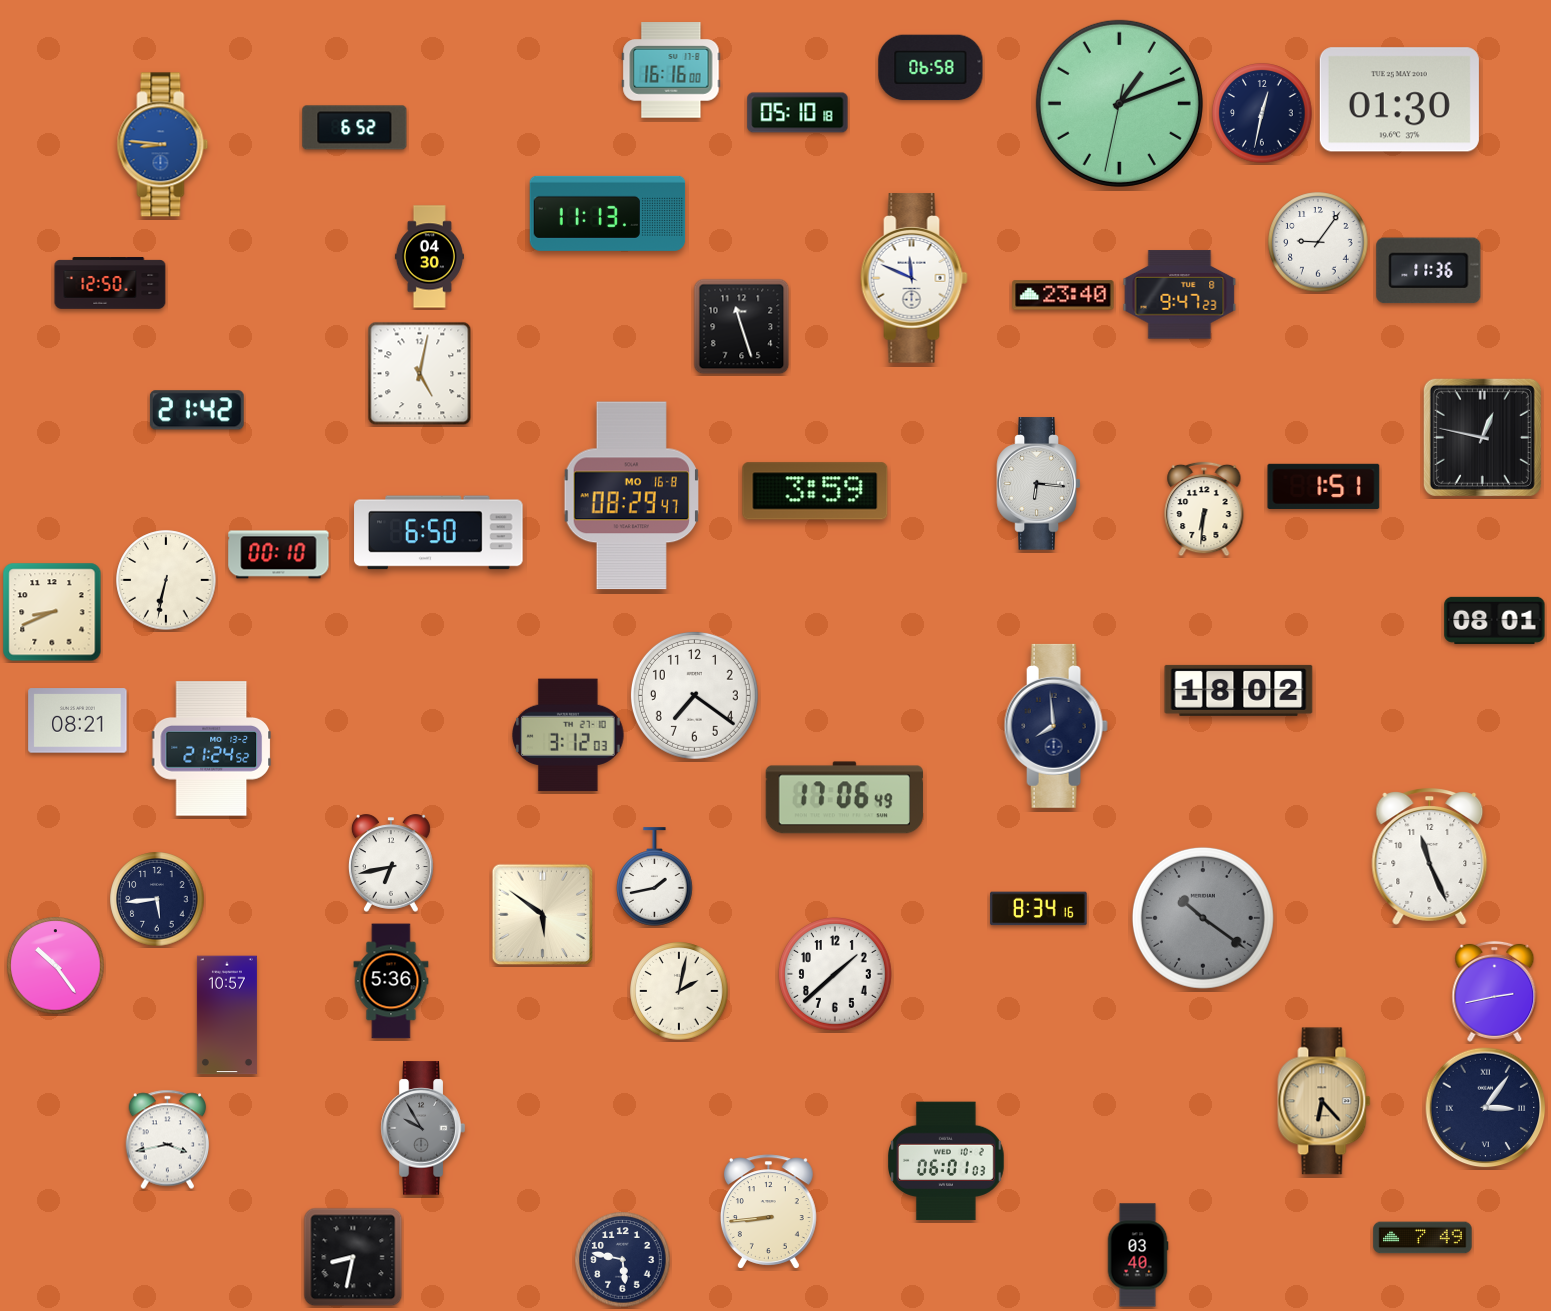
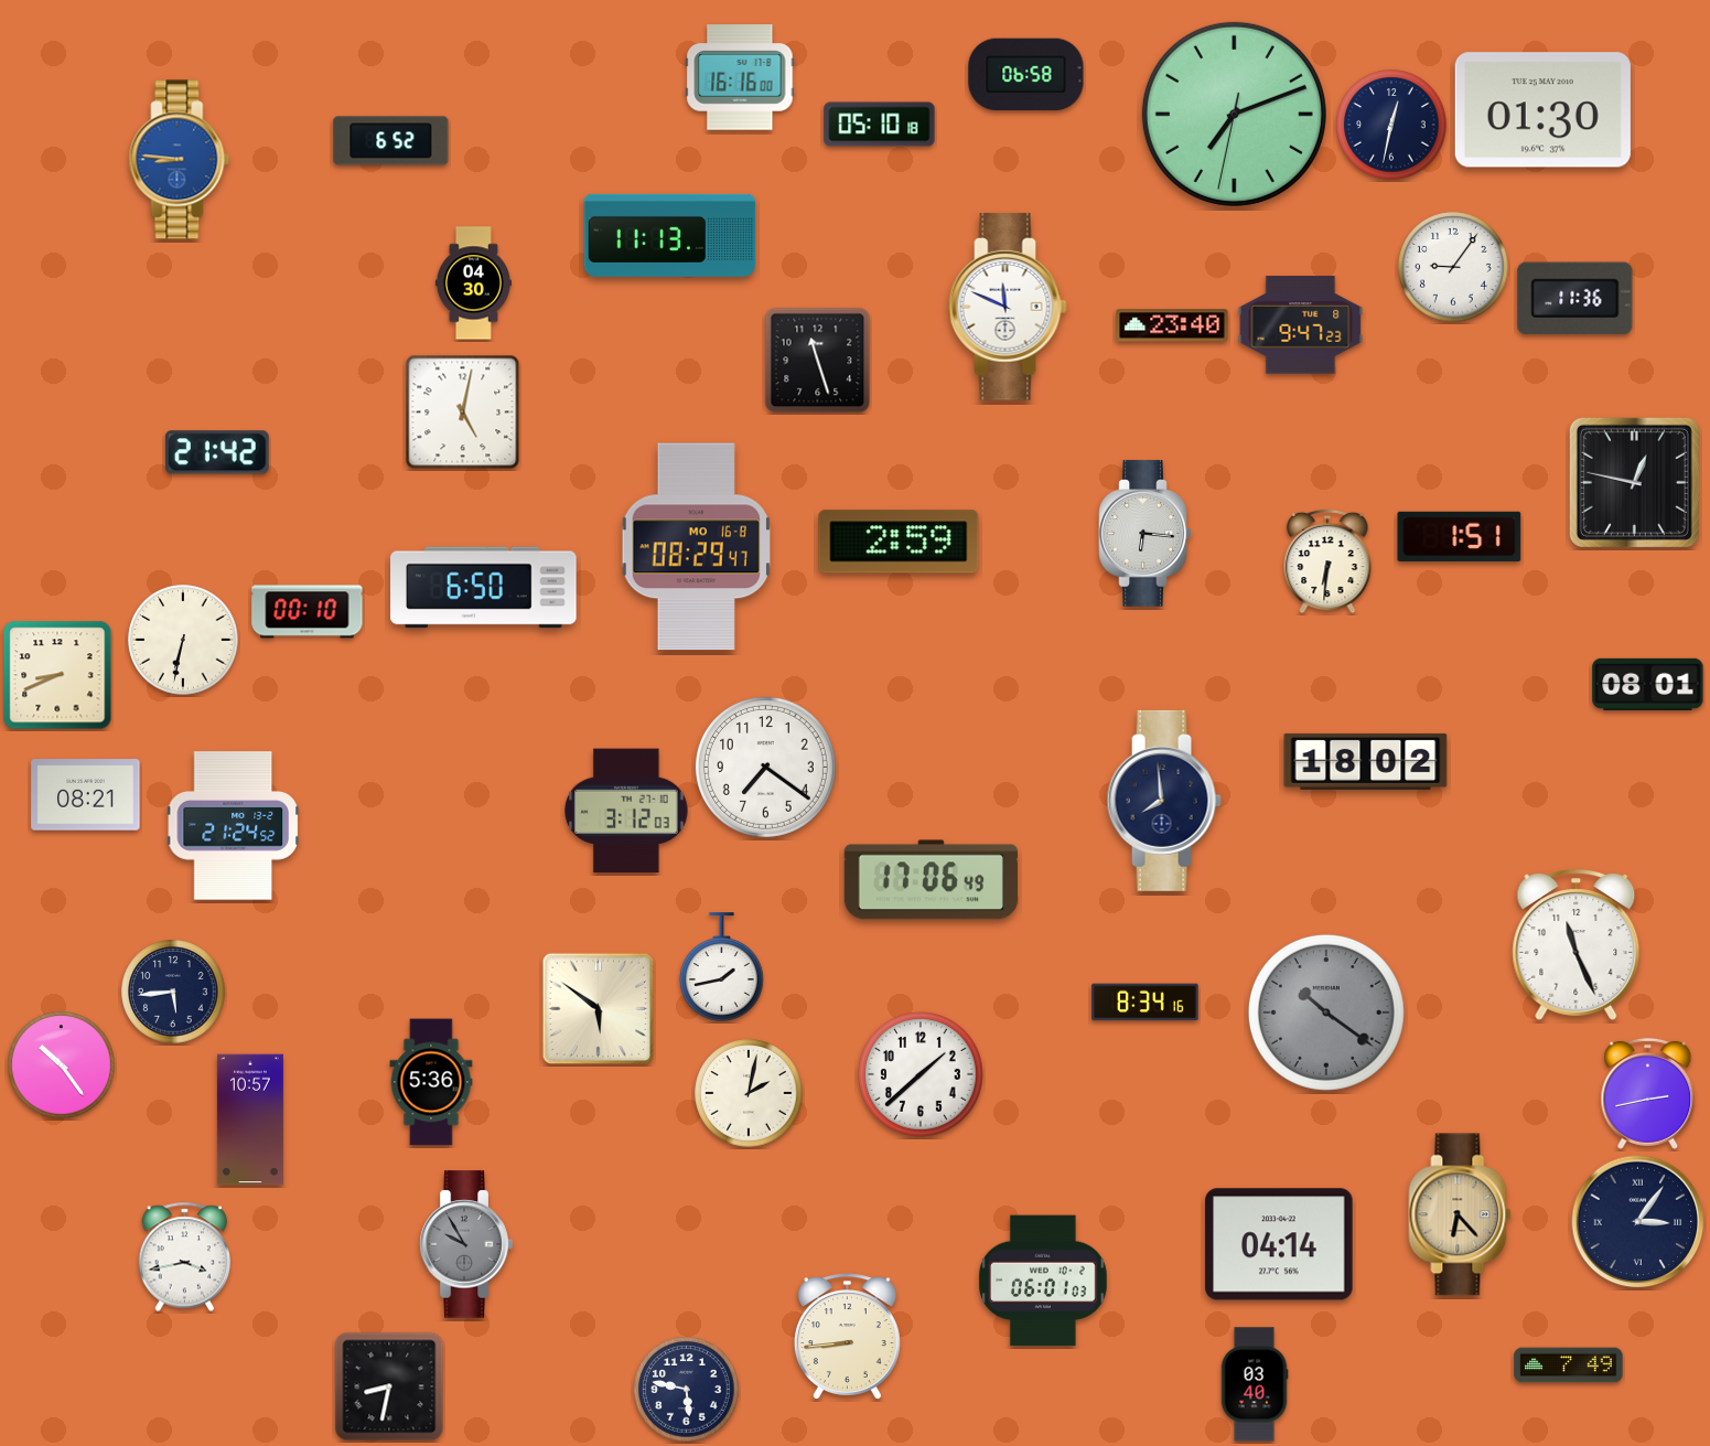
clock at (1119, 103): 1:11 -> 7:11
clock at (110, 283): 12:50 -> none
clock at (815, 491): 3:59 -> 2:59
clock at (391, 863): 6:43 -> none
clock at (1279, 1244): none -> 04:14
